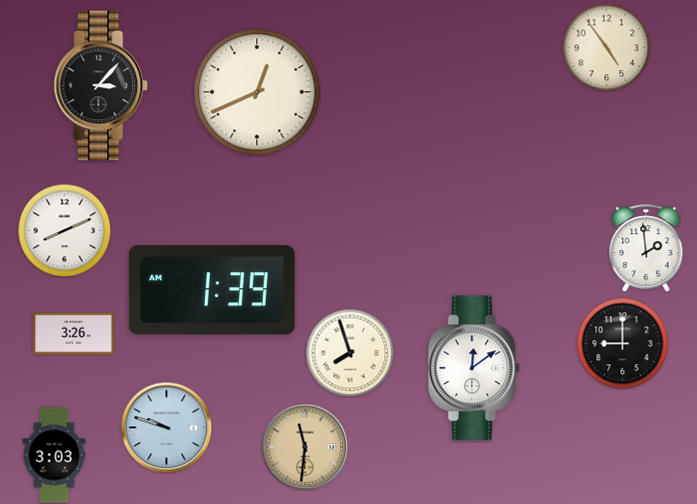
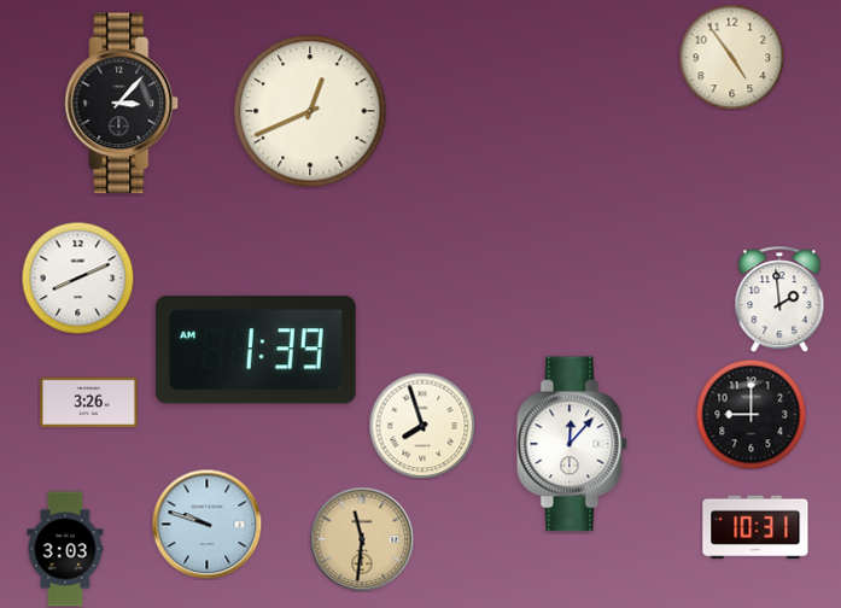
clock at (474, 368): 12:09 -> 12:07
clock at (166, 427) position: (166, 427) -> (206, 524)
clock at (755, 527): none -> 10:31
clock at (305, 447) position: (305, 447) -> (362, 539)
